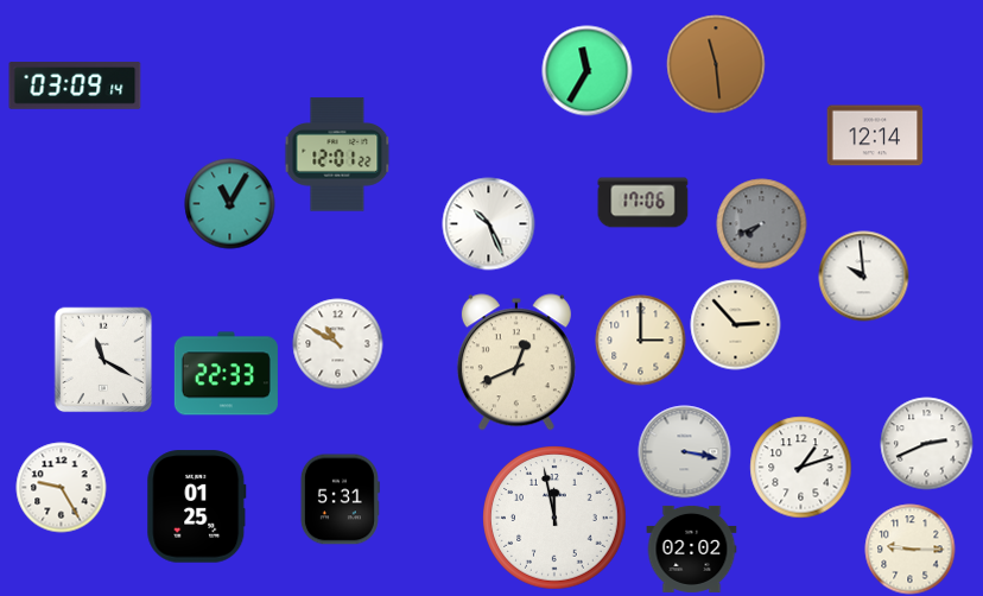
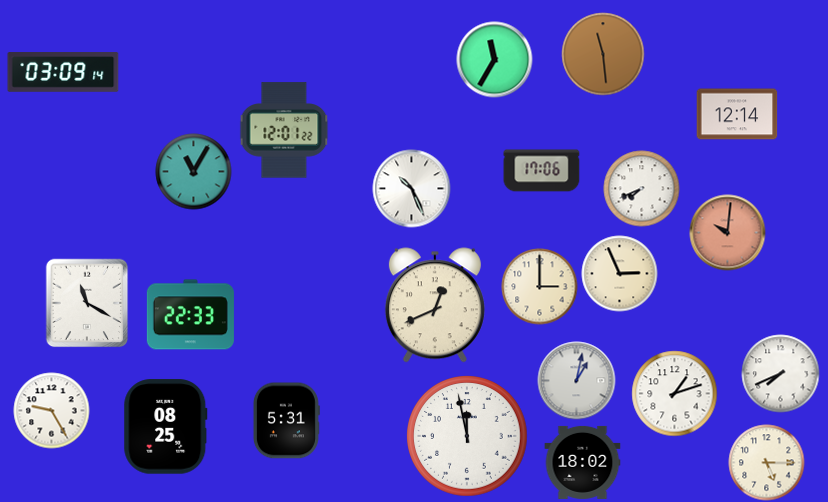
clock at (762, 224) dial: grey -> white
clock at (864, 277): 9:59 -> 10:01
clock at (864, 277) dial: white -> salmon
clock at (736, 325): 2:53 -> 2:56
clock at (338, 344): 10:50 -> none
clock at (927, 444): 2:41 -> 7:41
clock at (685, 452): 3:17 -> 1:02
clock at (197, 507): 01:25 -> 08:25
clock at (692, 549): 02:02 -> 18:02
clock at (911, 550): 9:15 -> 5:15
